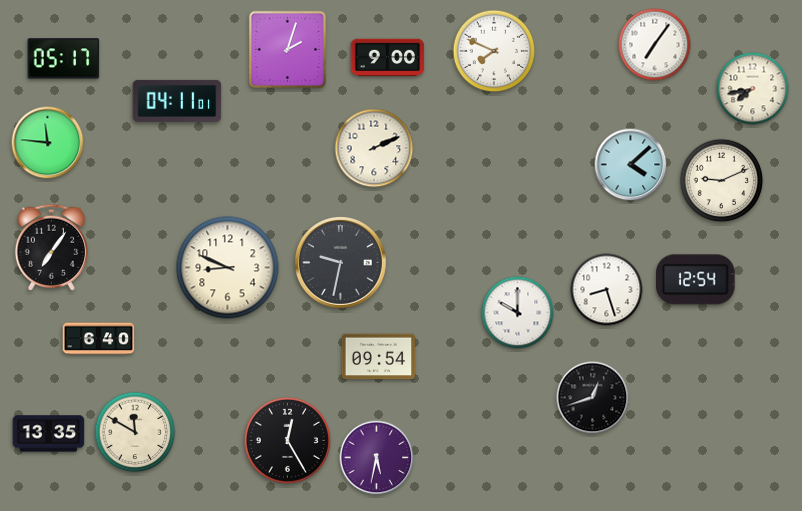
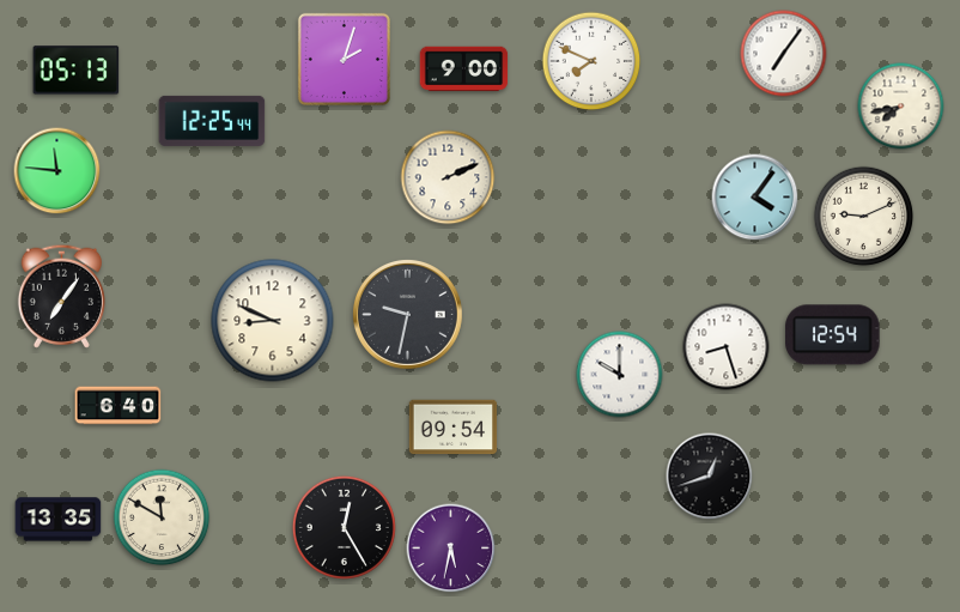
clock at (64, 59): 05:17 -> 05:13
clock at (177, 101): 04:11 -> 12:25
clock at (631, 165): 4:08 -> 4:06
